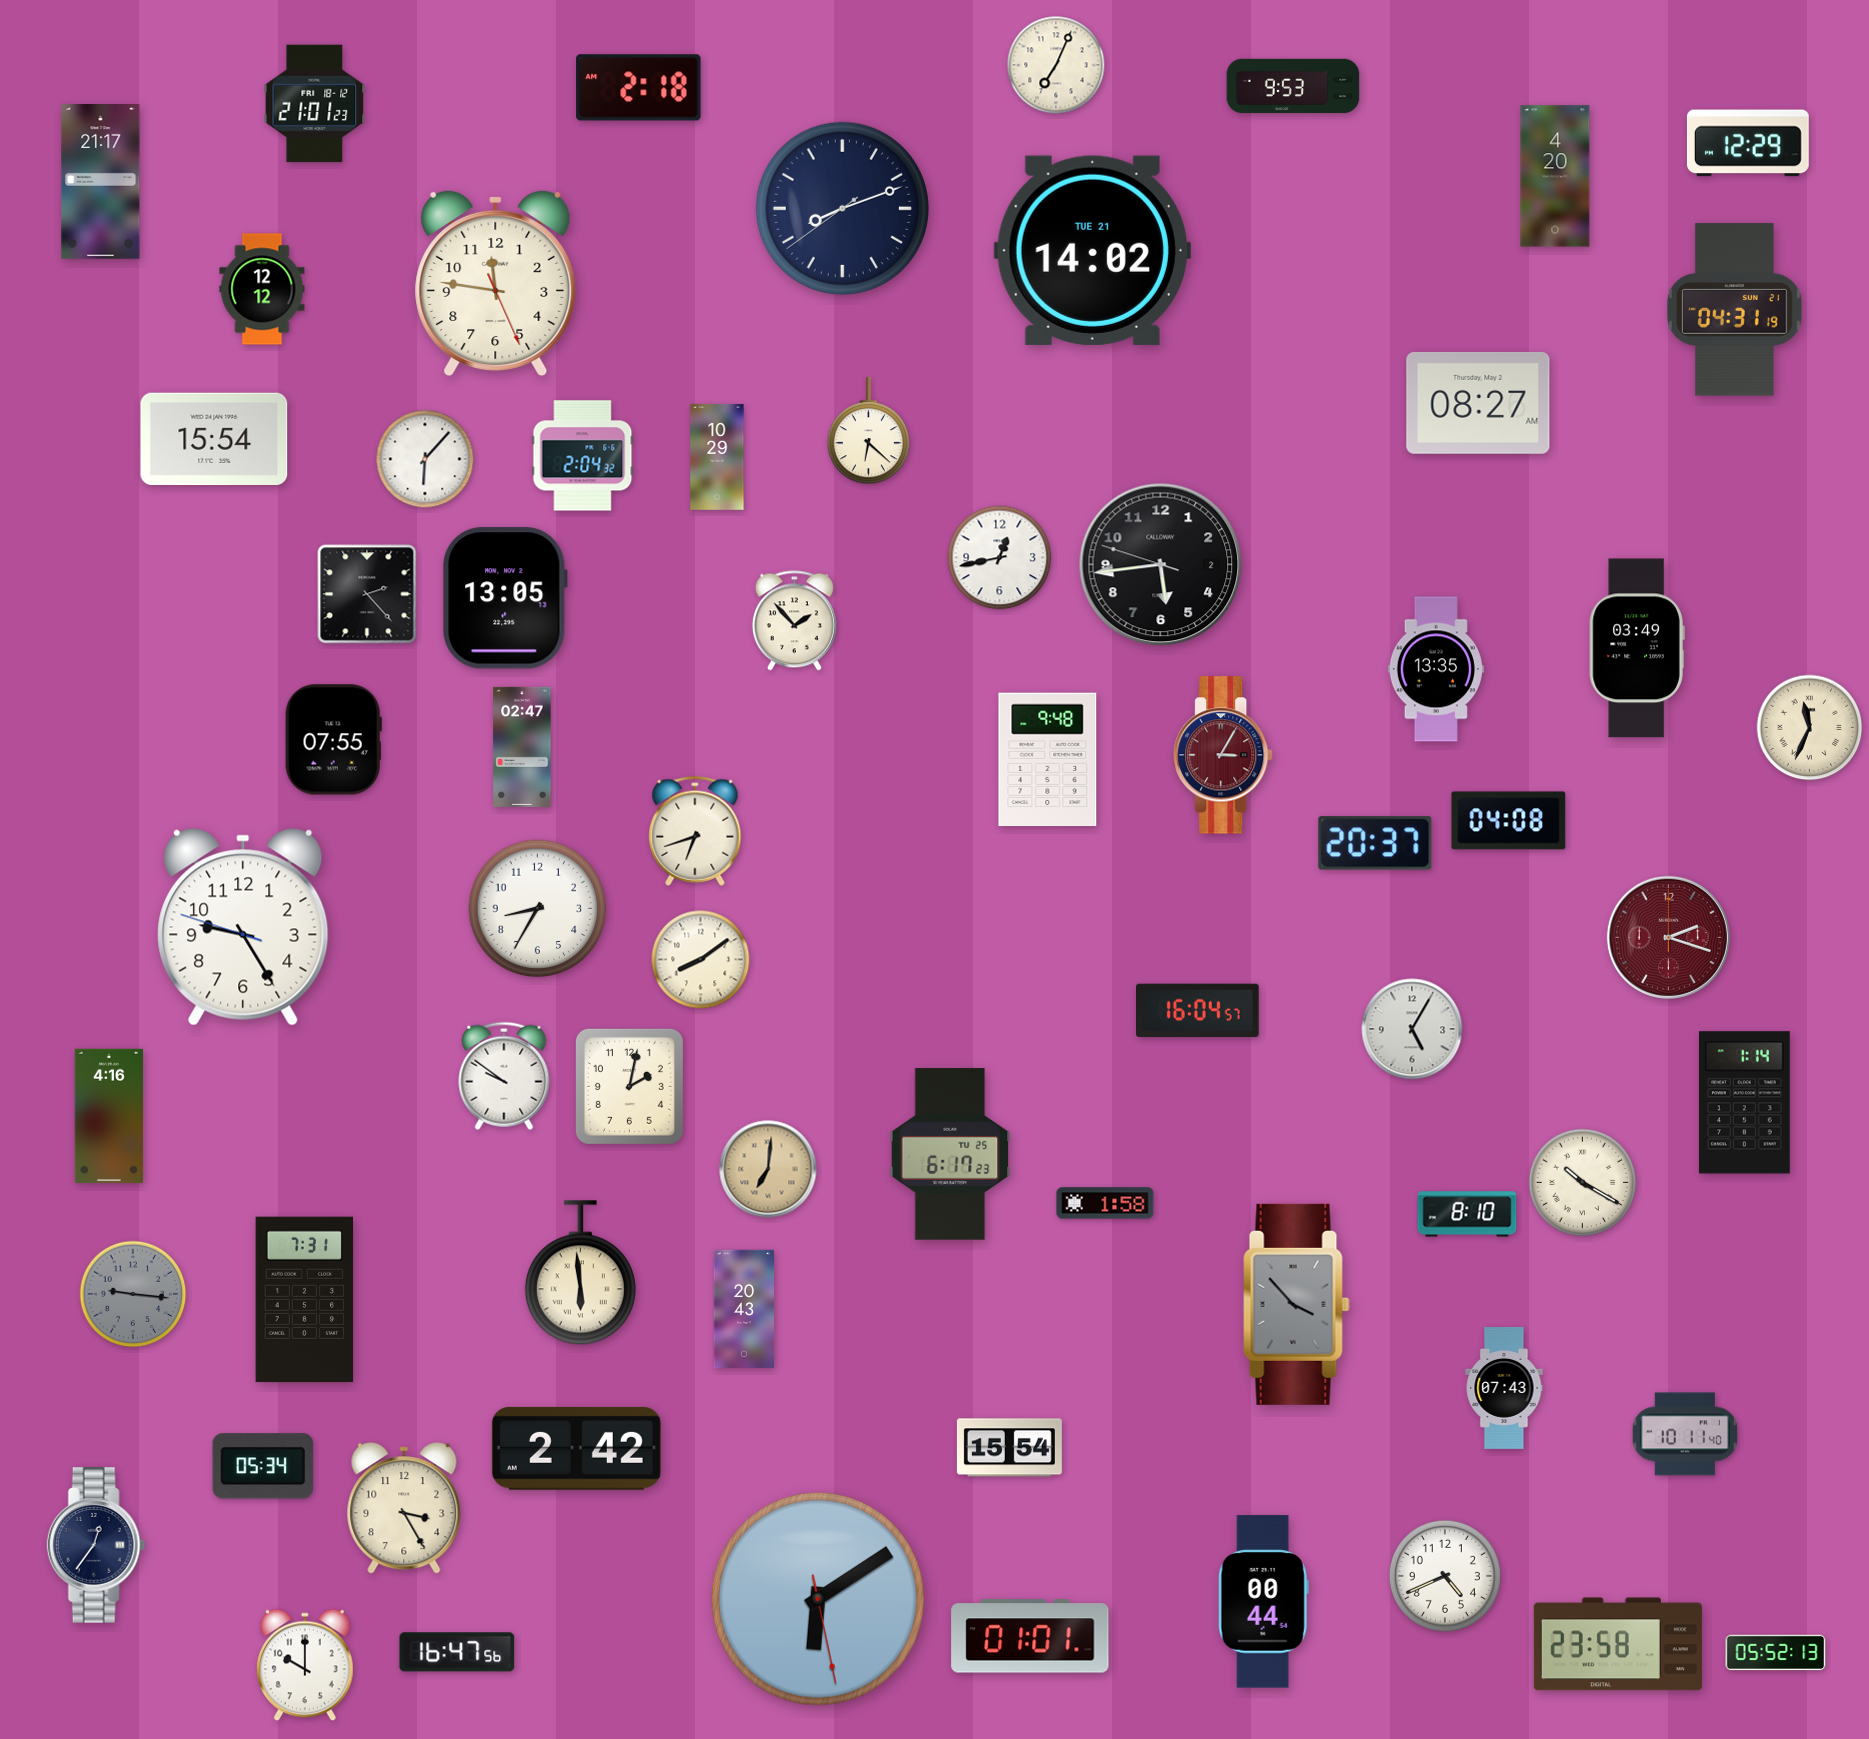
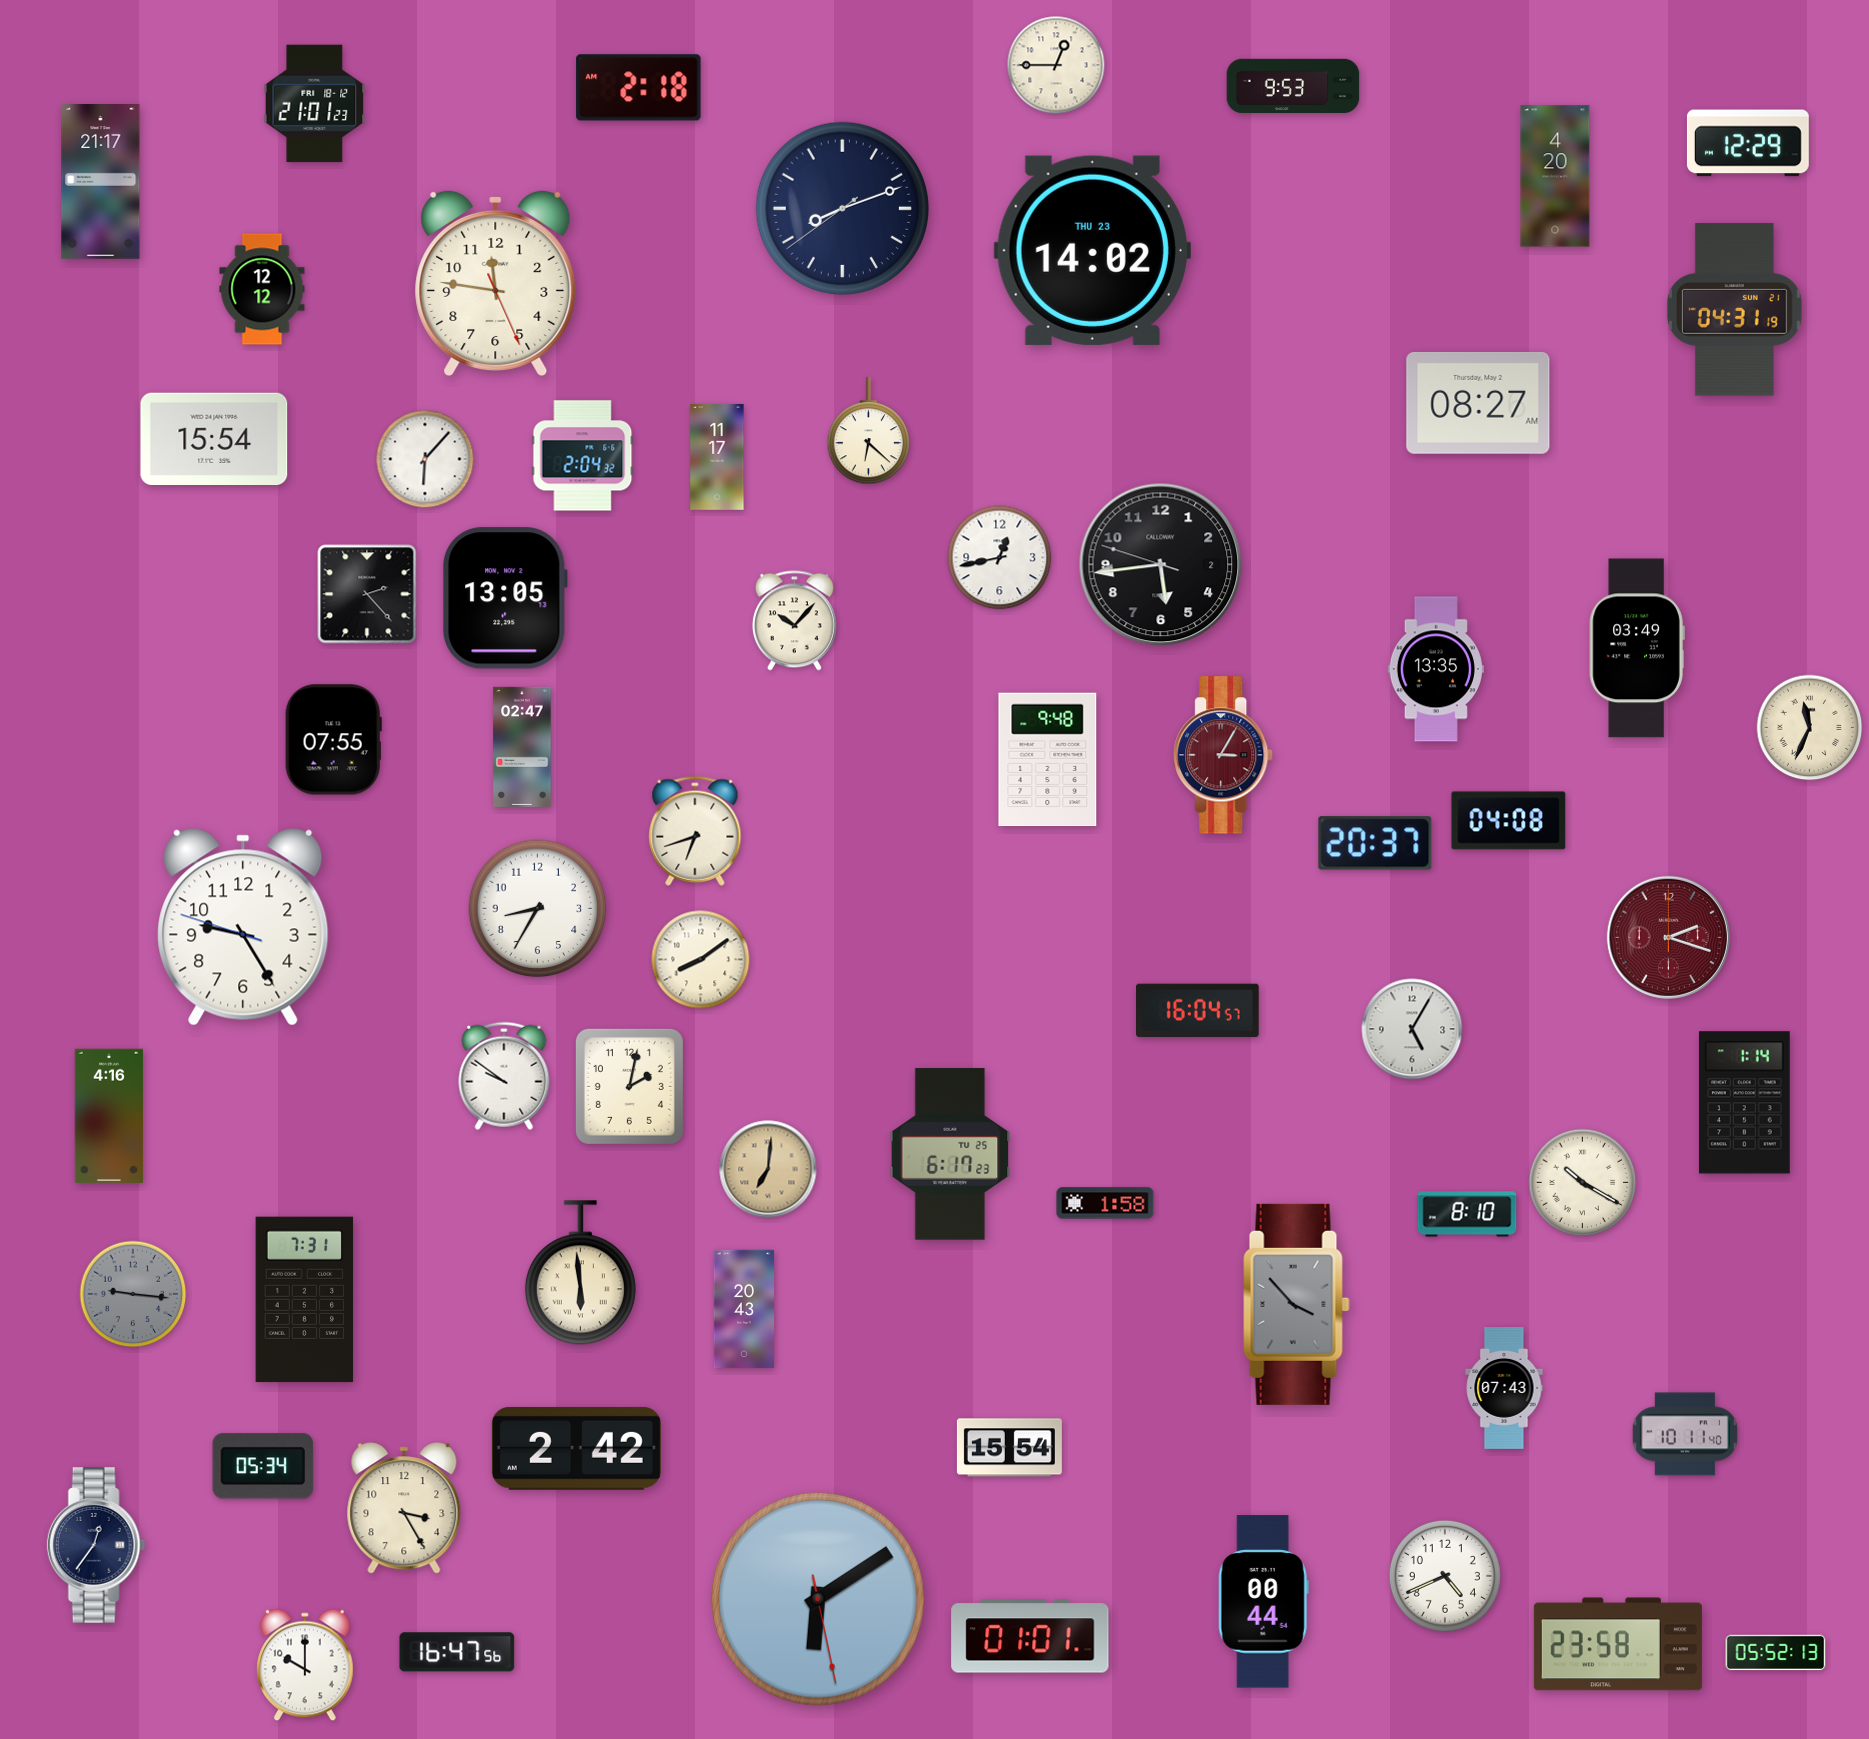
clock at (1056, 65): 7:04 -> 12:45
clock at (1092, 250) date: TUE 21 -> THU 23
clock at (717, 458): 10:29 -> 11:17
clock at (794, 621): 1:53 -> 10:07
